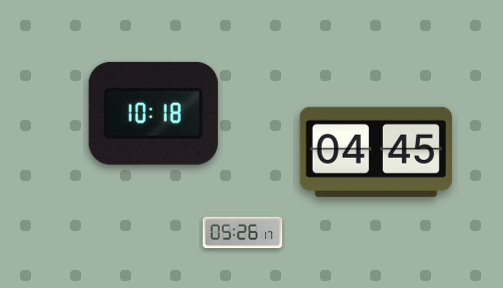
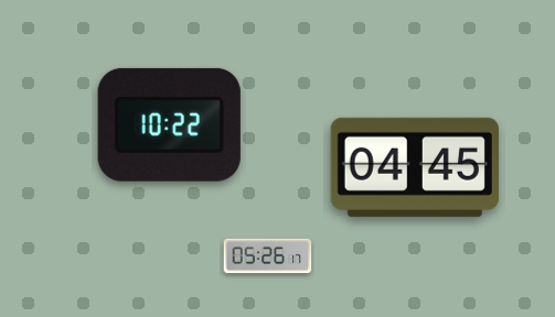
clock at (153, 113): 10:18 -> 10:22
